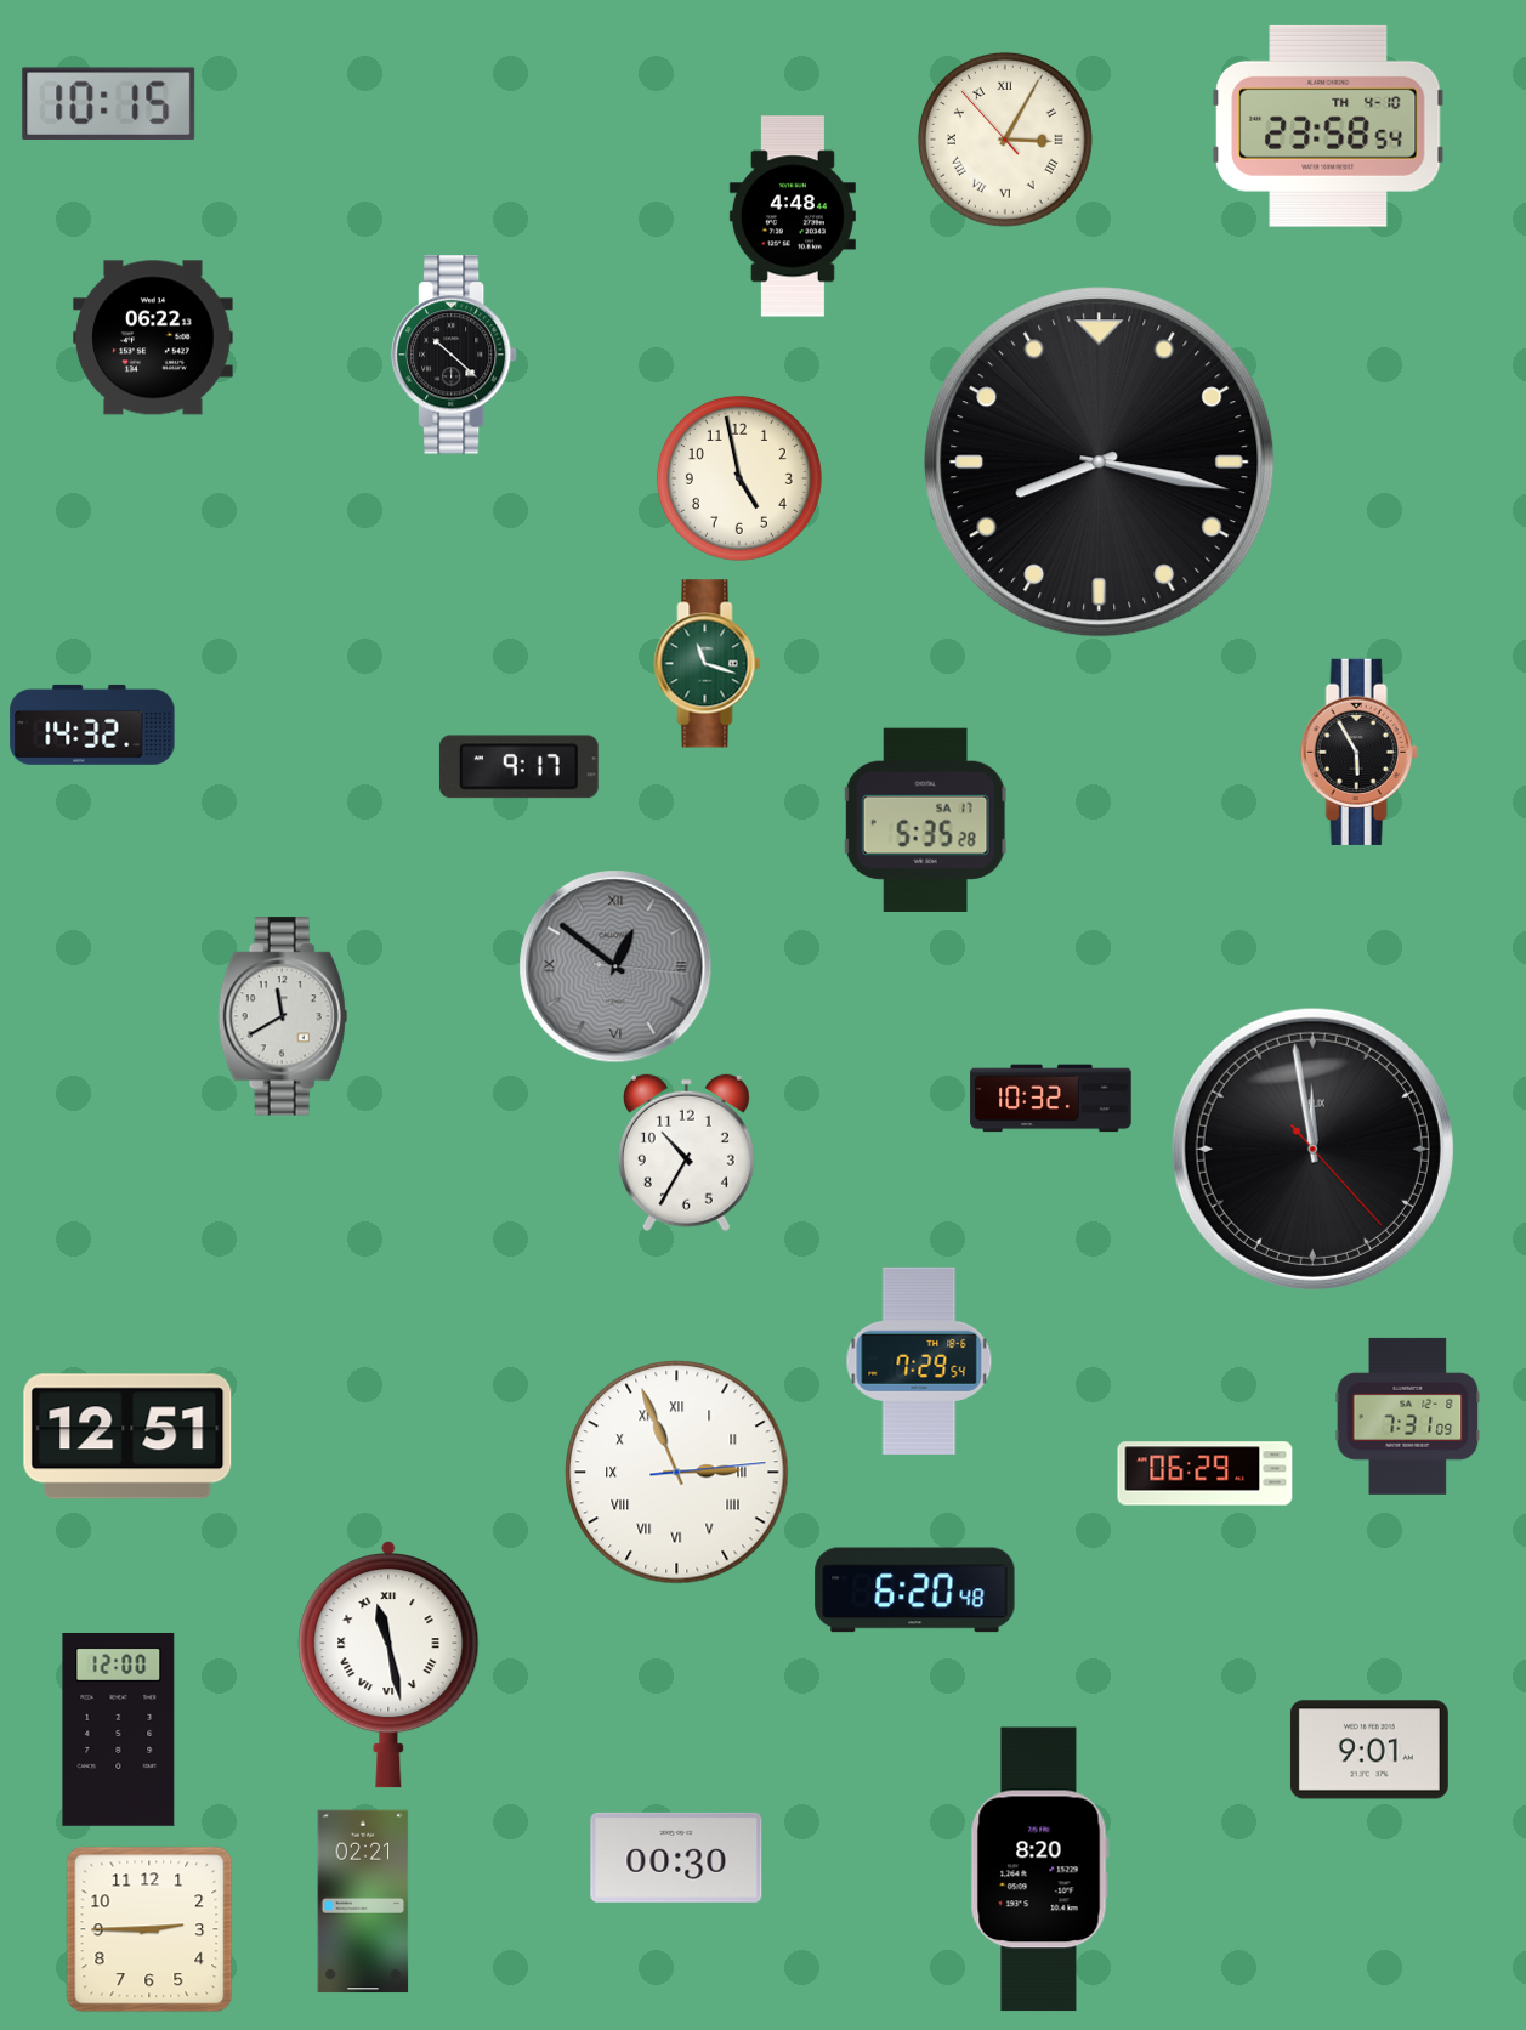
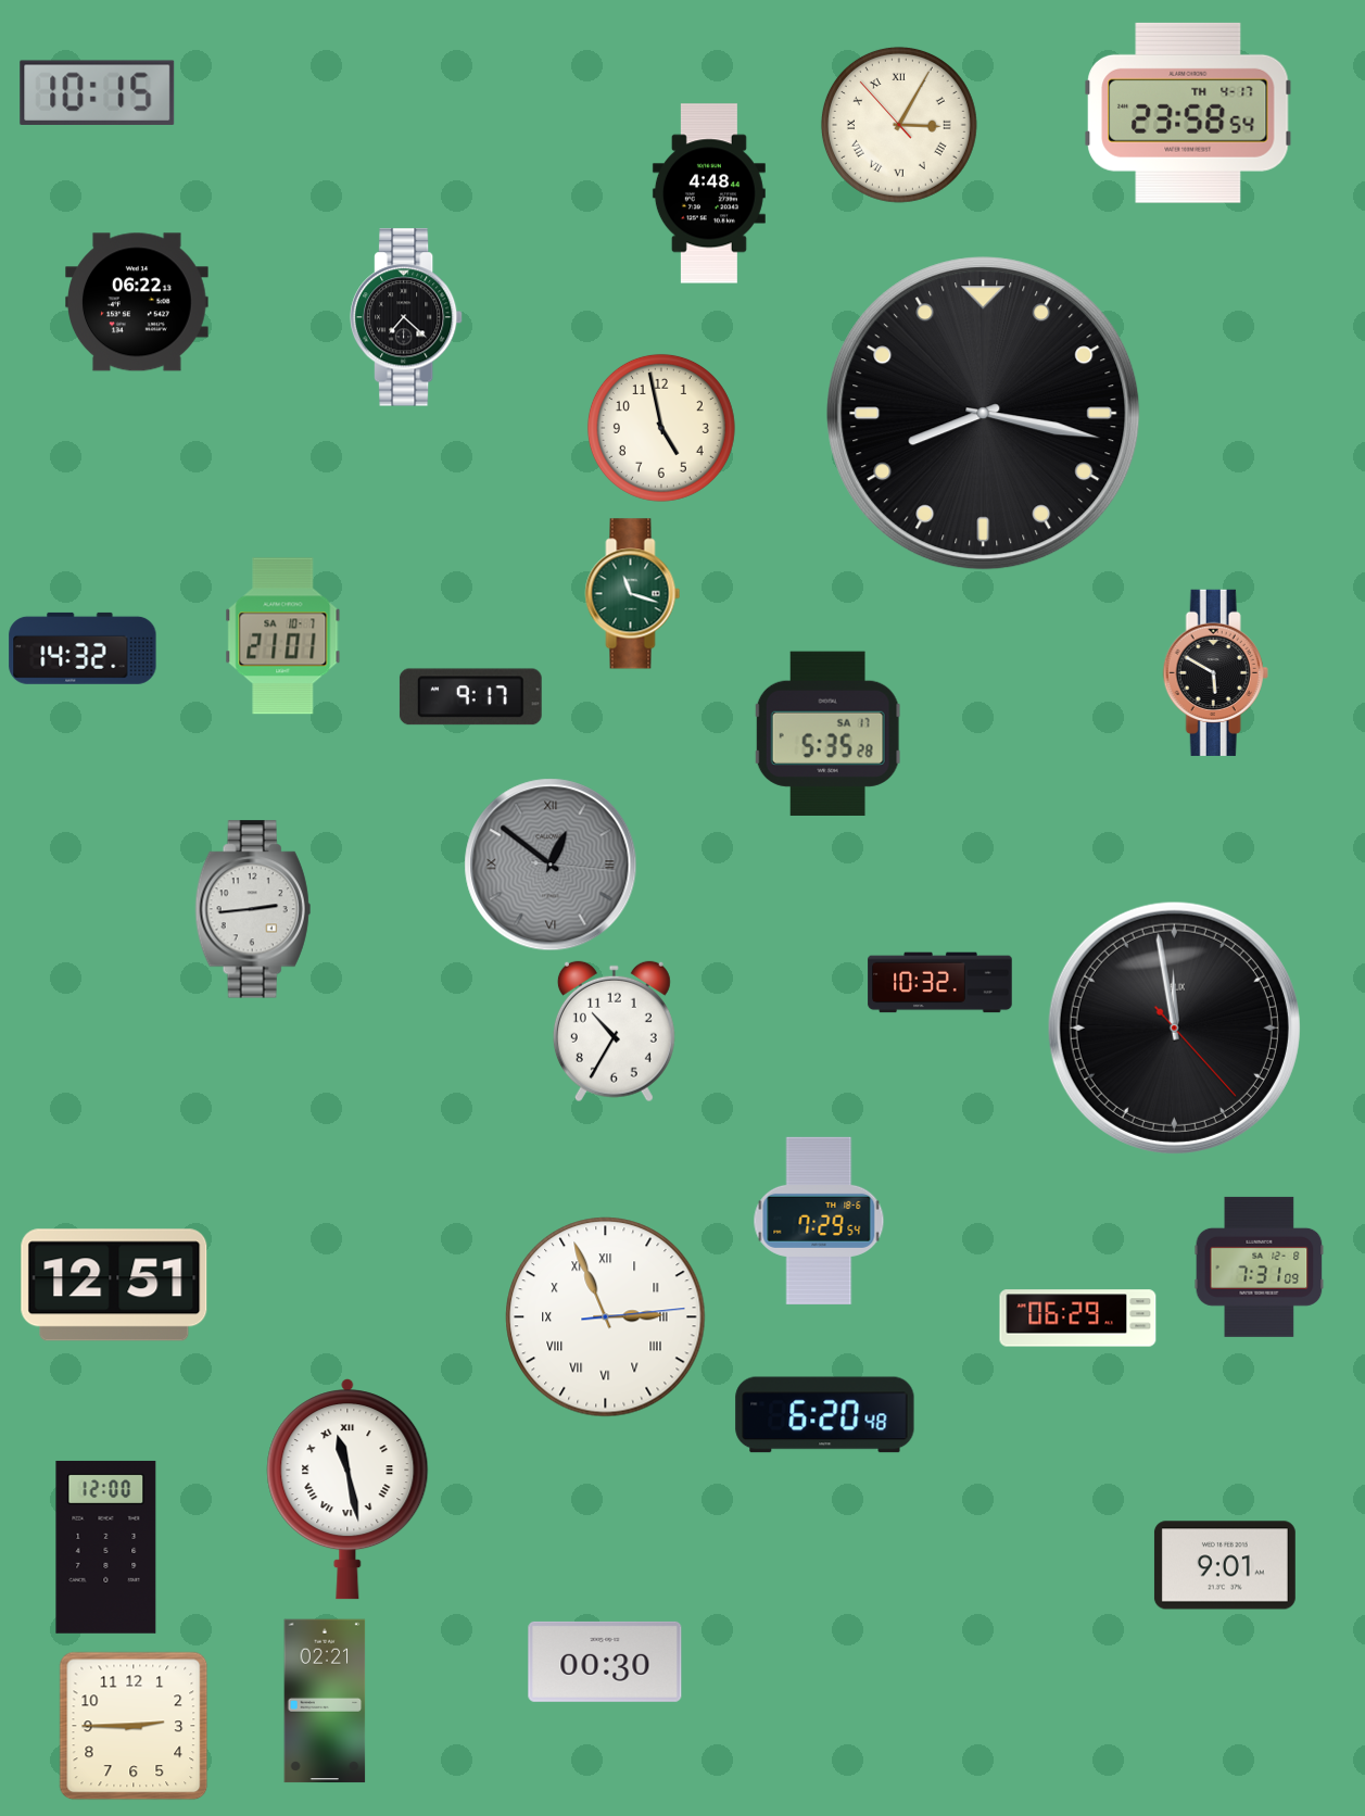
clock at (1328, 126) date: TH 4-10 -> TH 4-17
clock at (454, 355): 10:22 -> 7:22
clock at (283, 636): none -> 21:01
clock at (1358, 752): 5:55 -> 5:50
clock at (518, 767) position: (518, 767) -> (470, 697)
clock at (283, 1016): 11:40 -> 2:44
clock at (919, 1361) position: (919, 1361) -> (819, 1221)
clock at (915, 1590) position: (915, 1590) -> (825, 1415)
clock at (1039, 1870): 8:20 -> none
